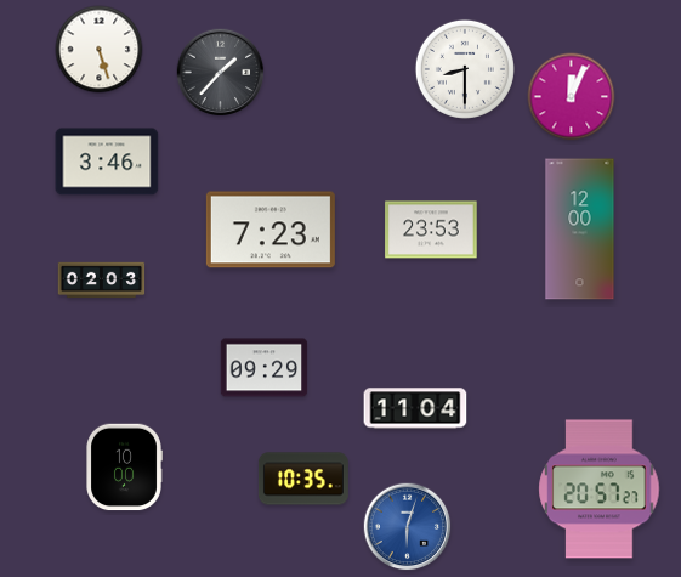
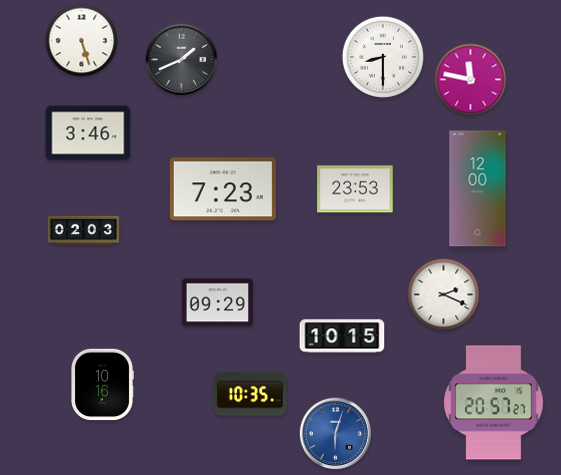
clock at (221, 73): 1:37 -> 1:41
clock at (572, 97): 12:04 -> 11:47
clock at (444, 295): none -> 2:19
clock at (415, 408): 11:04 -> 10:15
clock at (124, 468): 10:00 -> 10:16
